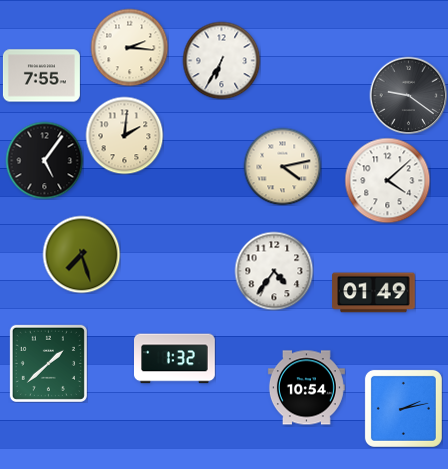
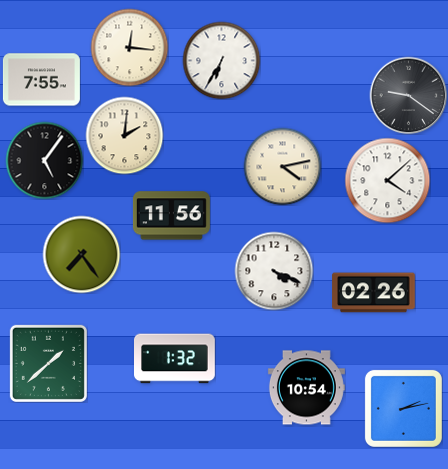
clock at (129, 47): 2:16 -> 12:16
clock at (41, 76) position: (41, 76) -> (41, 80)
clock at (171, 216): none -> 11:56
clock at (81, 254): 7:27 -> 7:24
clock at (274, 271): 4:36 -> 4:19
clock at (374, 293): 01:49 -> 02:26
